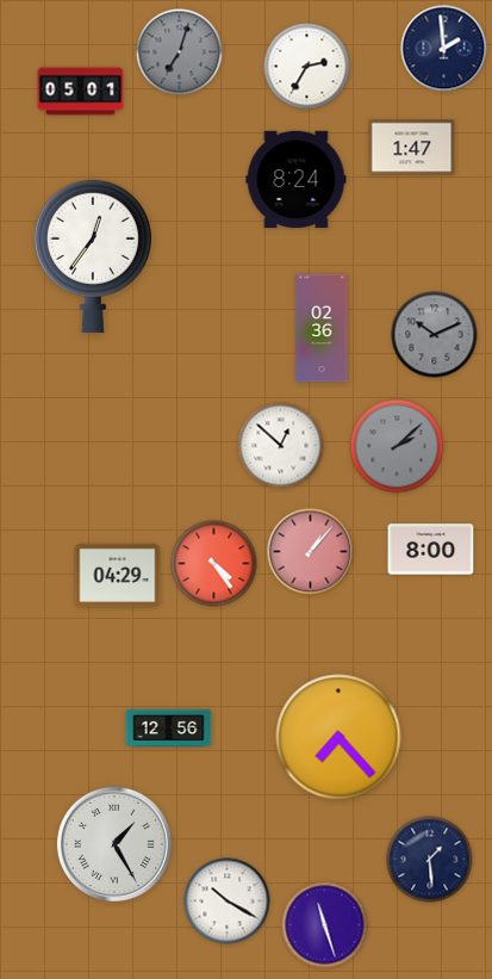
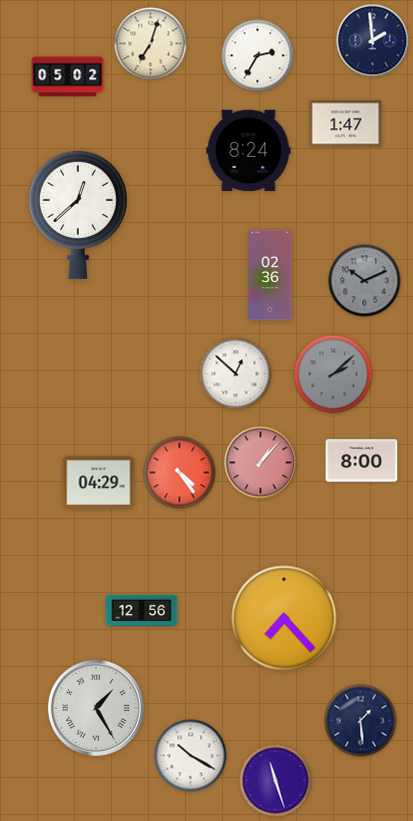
clock at (180, 52) dial: grey -> cream
clock at (81, 92): 05:01 -> 05:02
clock at (93, 255): 12:36 -> 12:38
clock at (325, 925) position: (325, 925) -> (276, 781)
